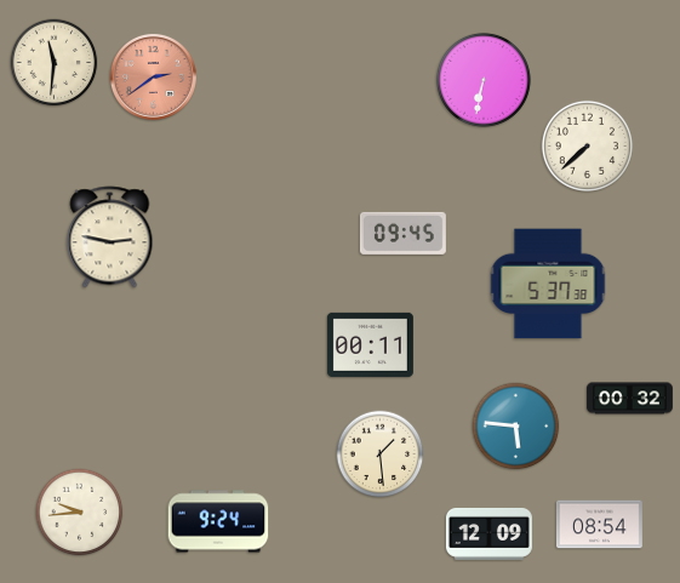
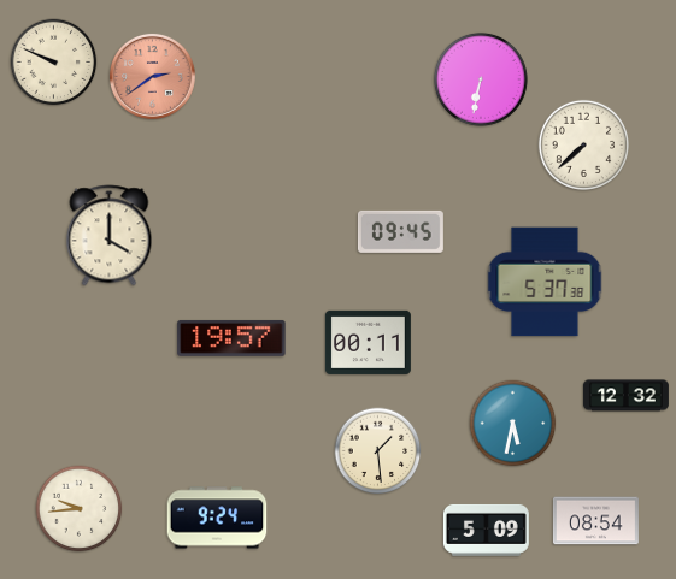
clock at (55, 63): 11:31 -> 9:49
clock at (110, 238): 2:47 -> 4:00
clock at (231, 338): none -> 19:57
clock at (629, 399): 00:32 -> 12:32
clock at (516, 427): 5:46 -> 5:32
clock at (488, 533): 12:09 -> 5:09
